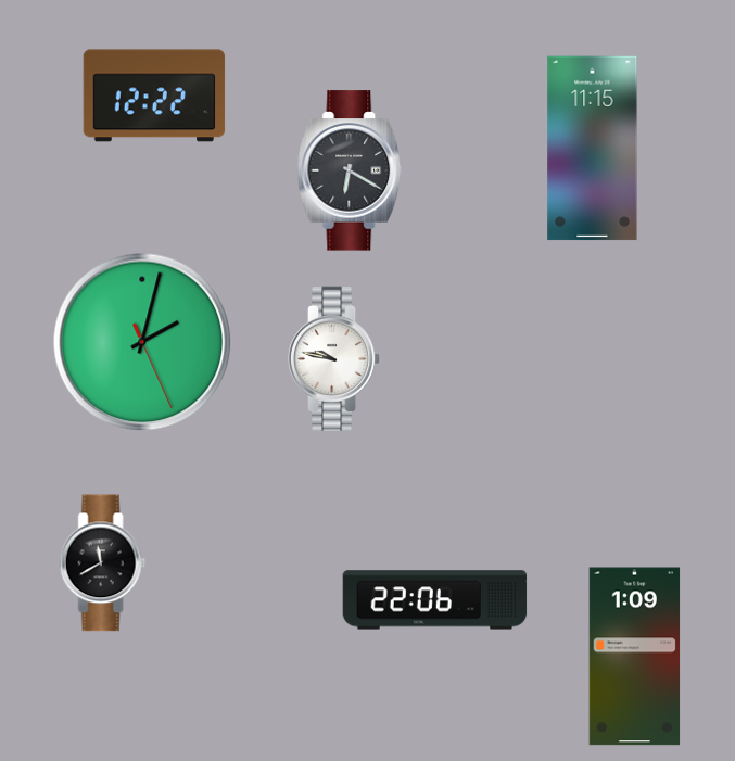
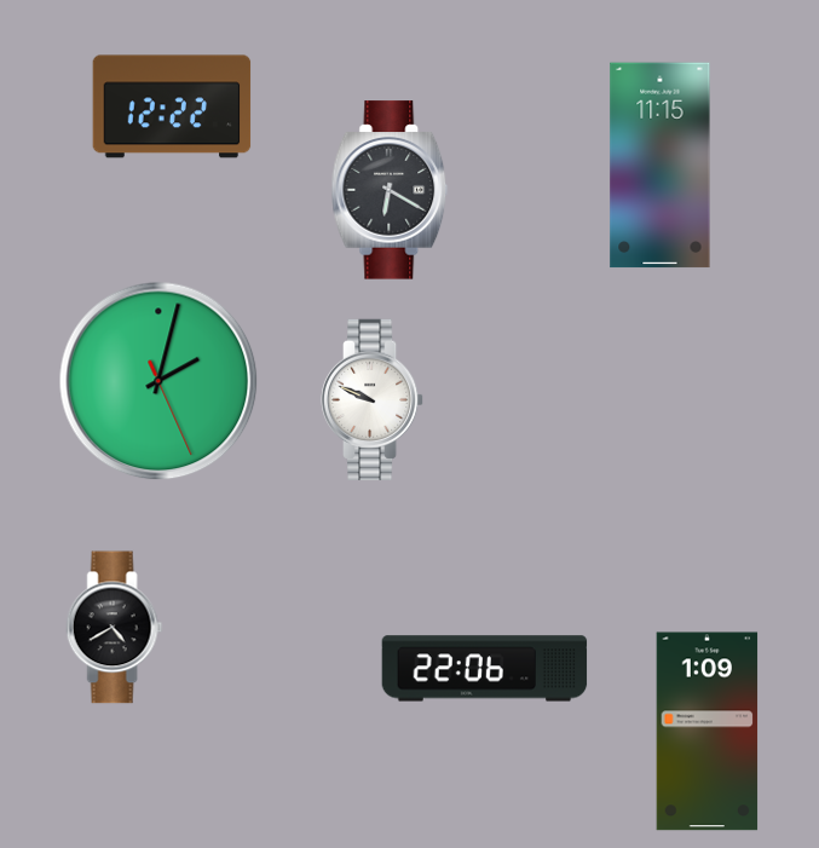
clock at (334, 358): 9:47 -> 9:49
clock at (103, 563): 11:40 -> 4:40
